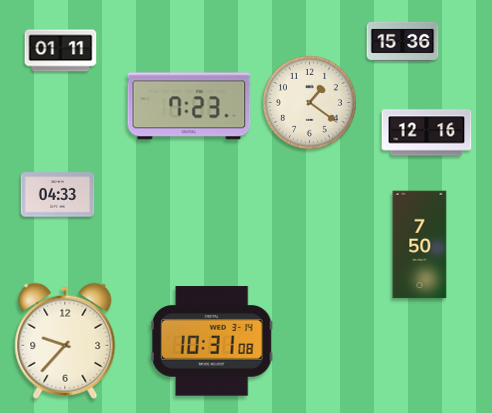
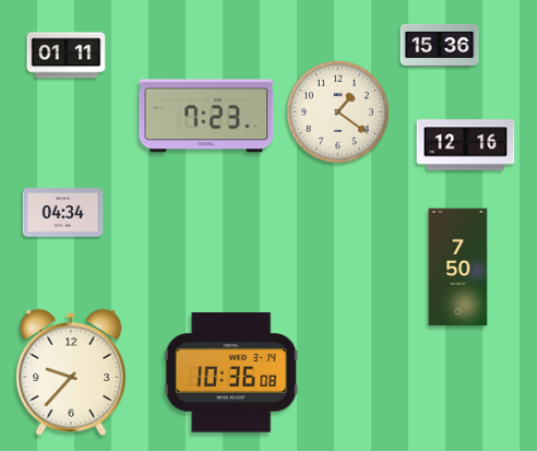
clock at (58, 195): 04:33 -> 04:34
clock at (212, 341): 10:31 -> 10:36
